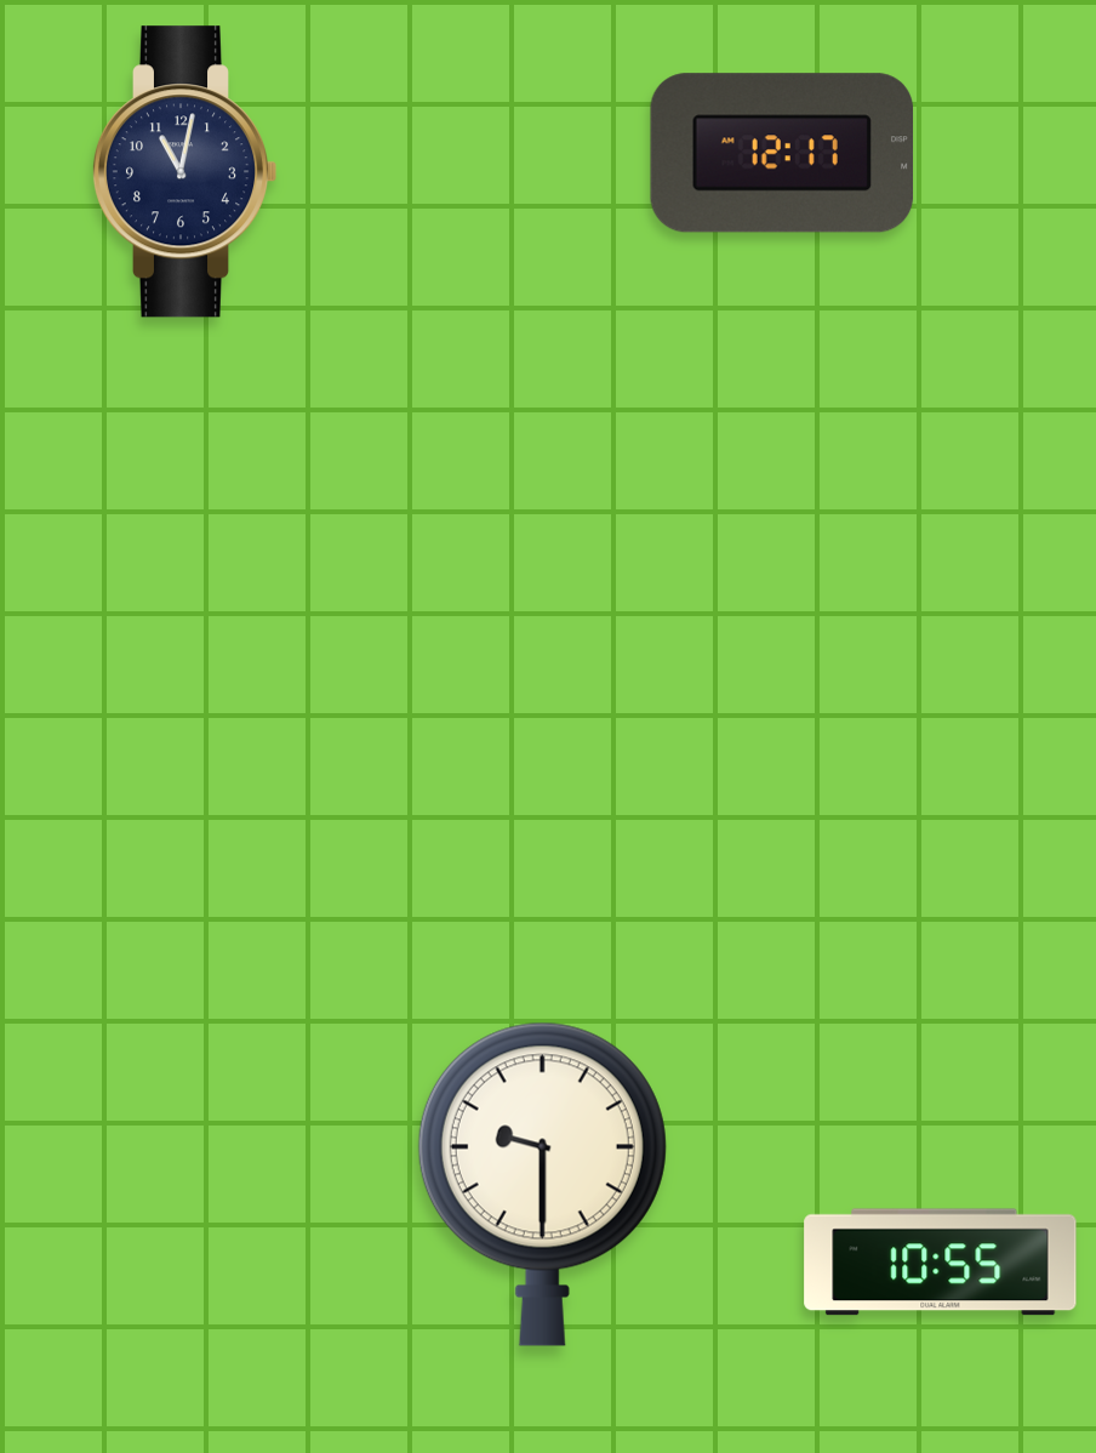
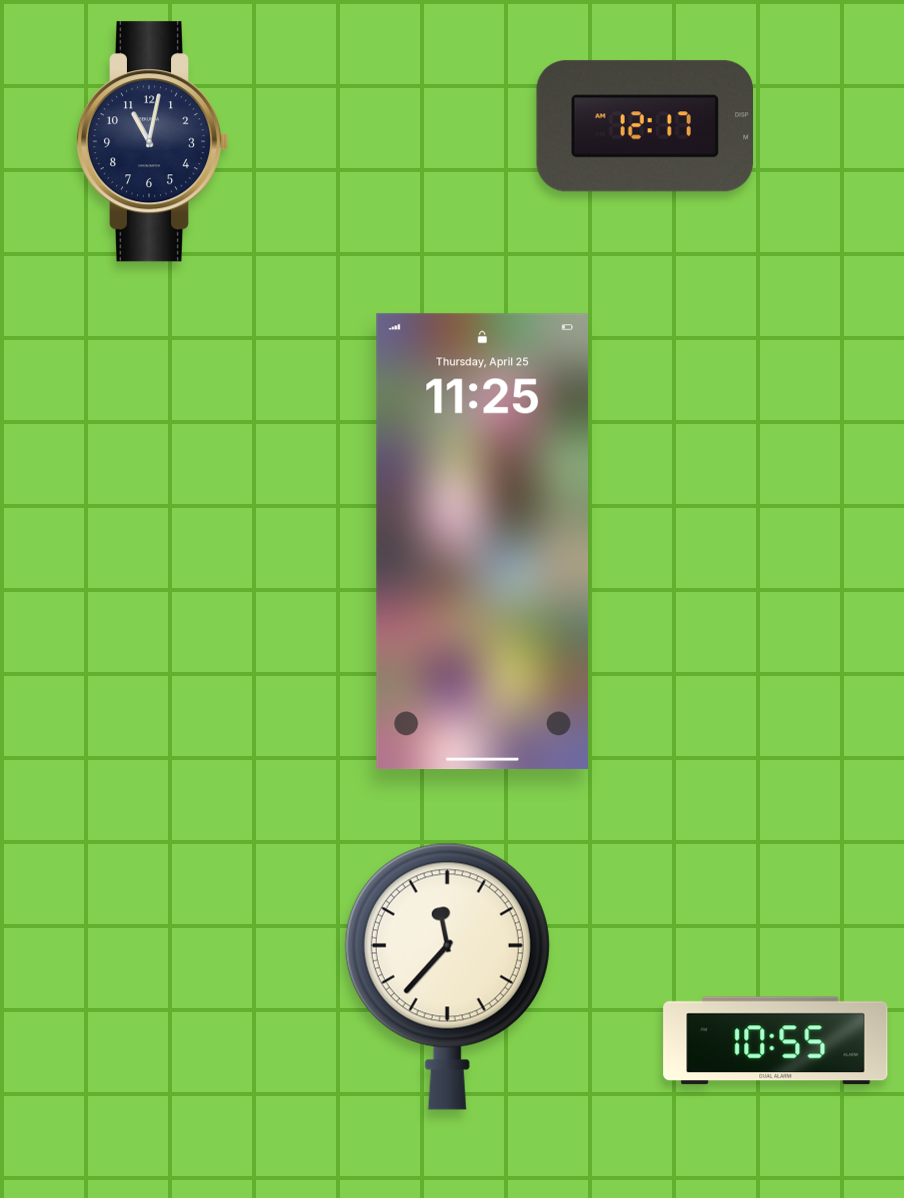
clock at (482, 542): none -> 11:25
clock at (542, 1184): 9:30 -> 11:37
